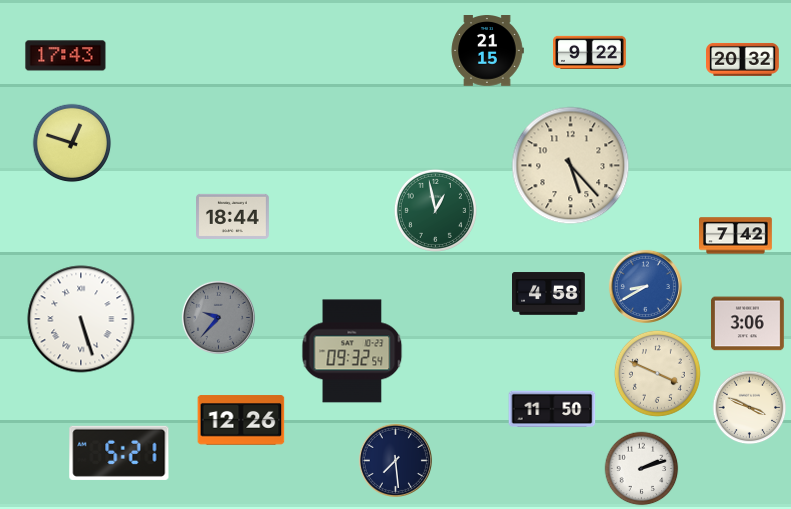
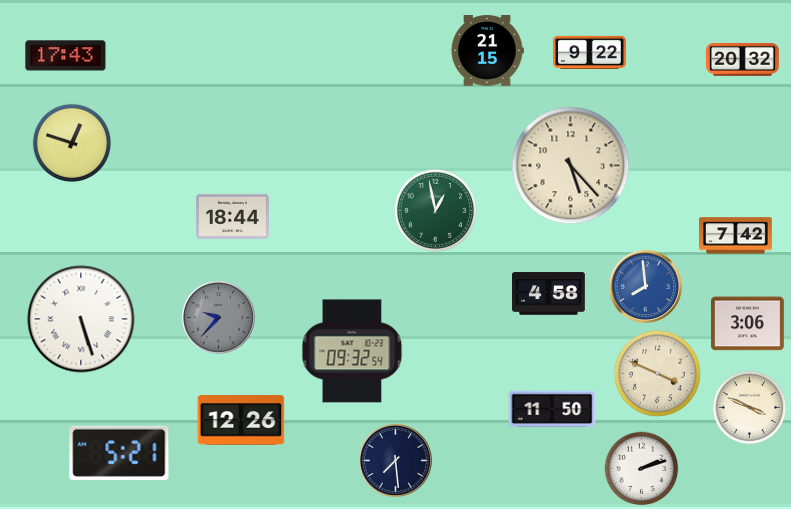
clock at (645, 286): 8:40 -> 7:59
